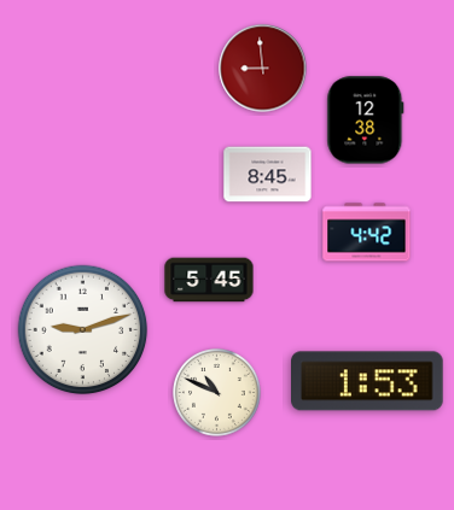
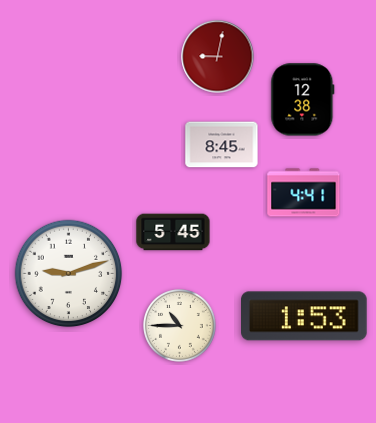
clock at (263, 69): 8:59 -> 9:02
clock at (367, 233): 4:42 -> 4:41
clock at (217, 393): 10:49 -> 10:45
